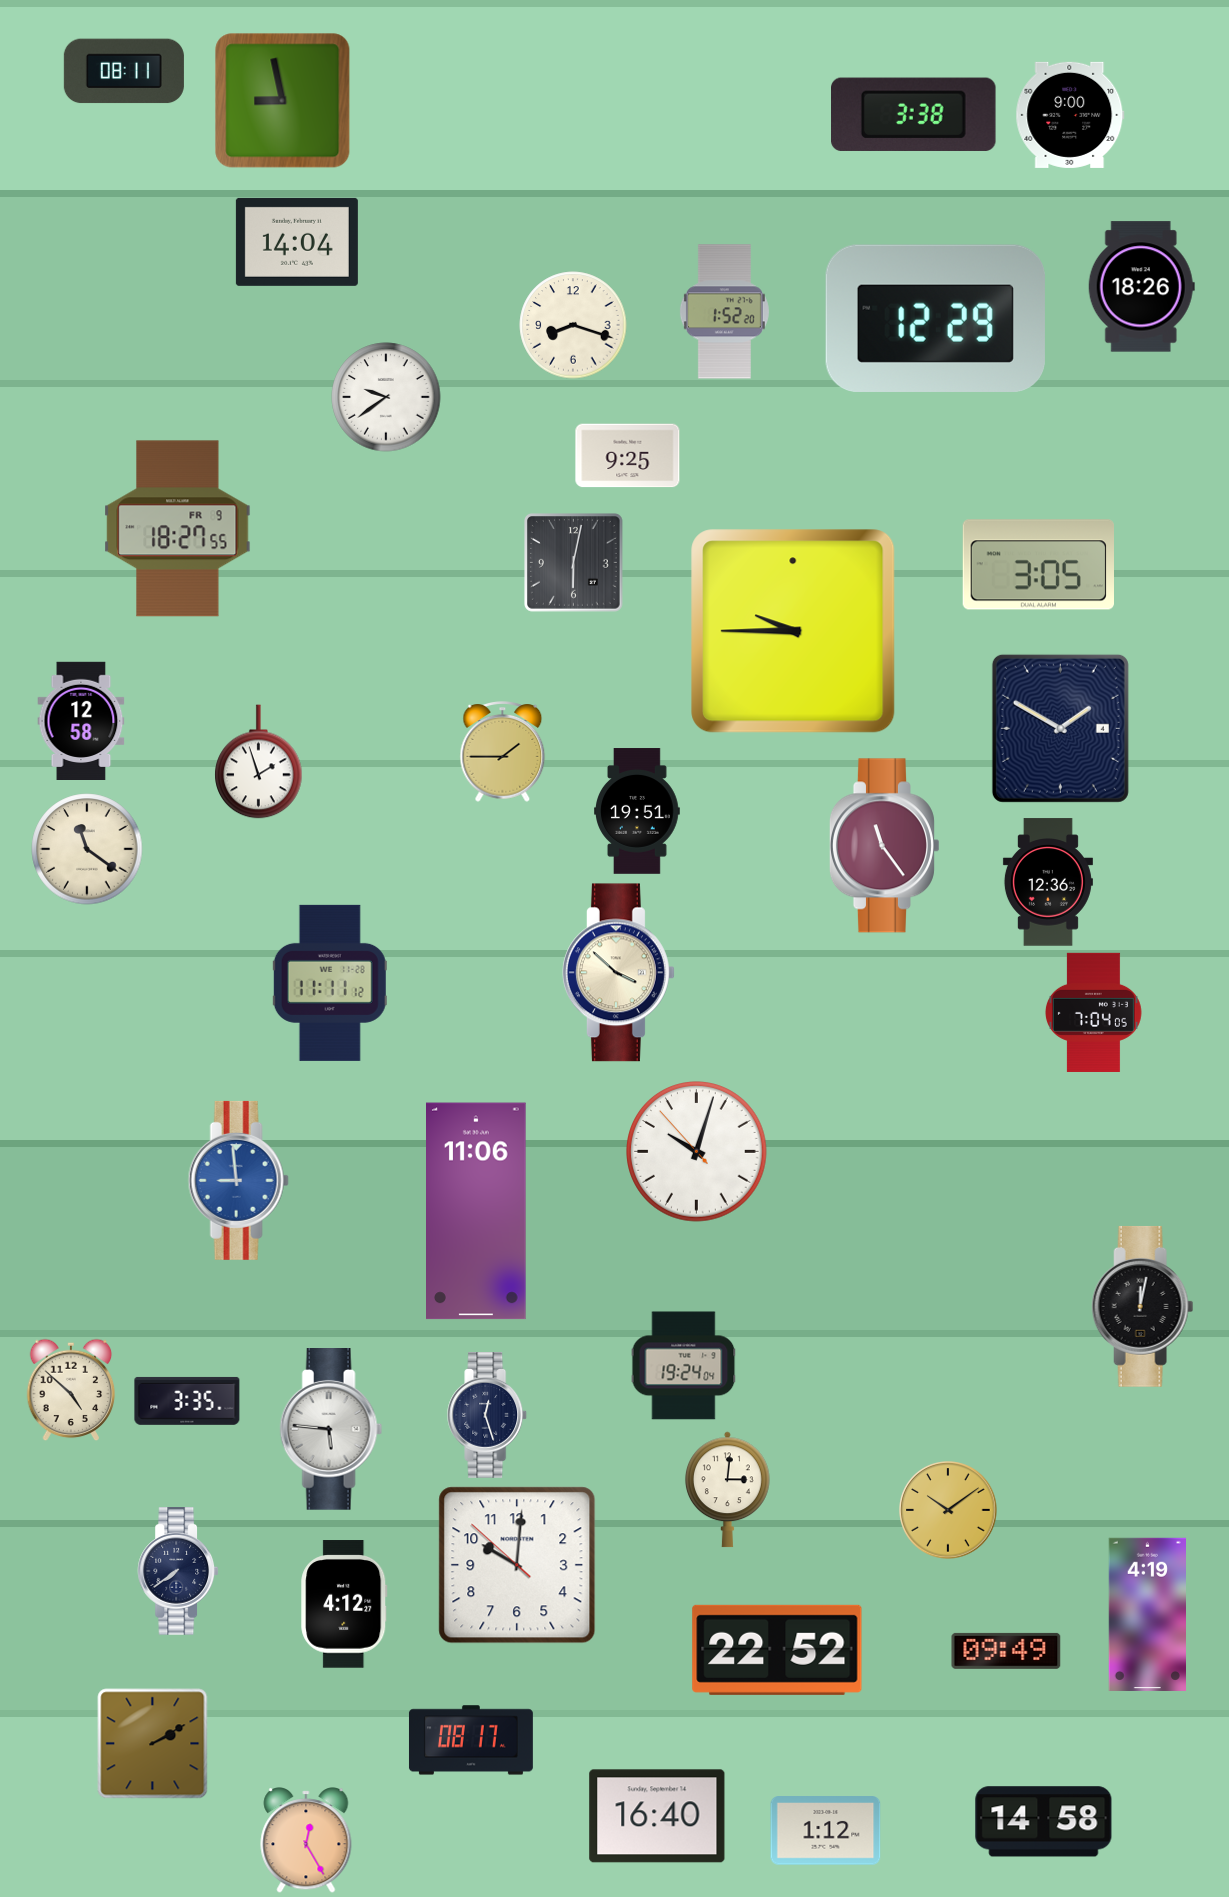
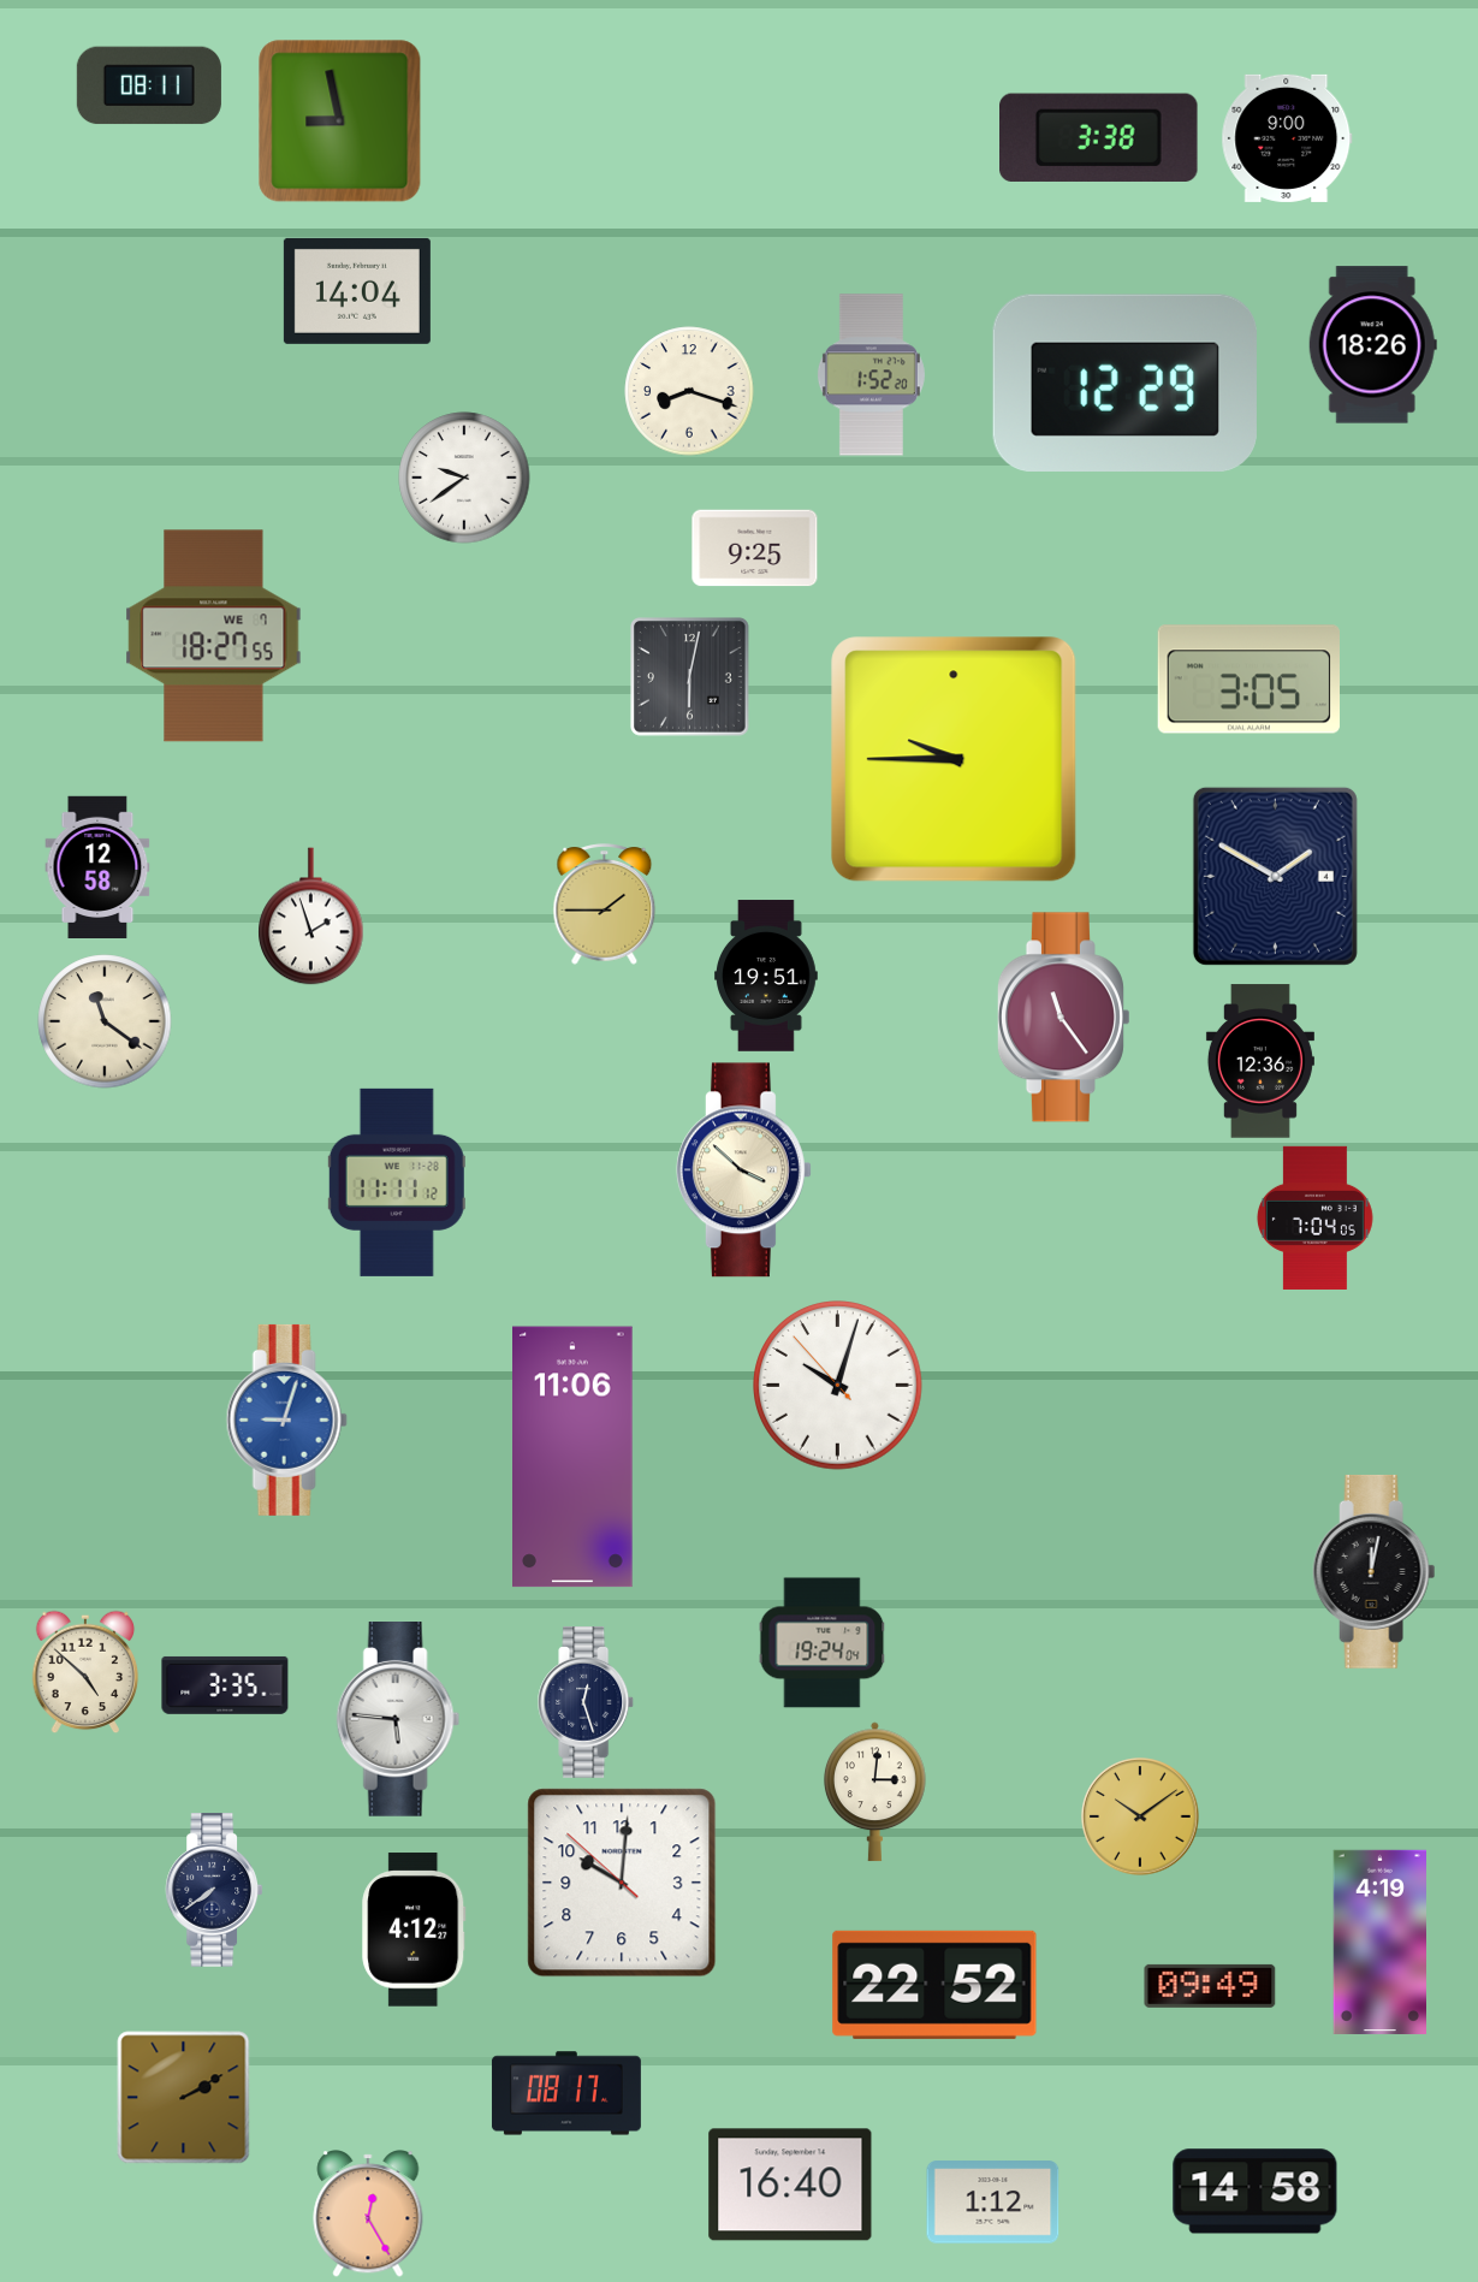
clock at (178, 529) date: FR 9 -> WE 7
clock at (238, 1180): 8:59 -> 9:03
